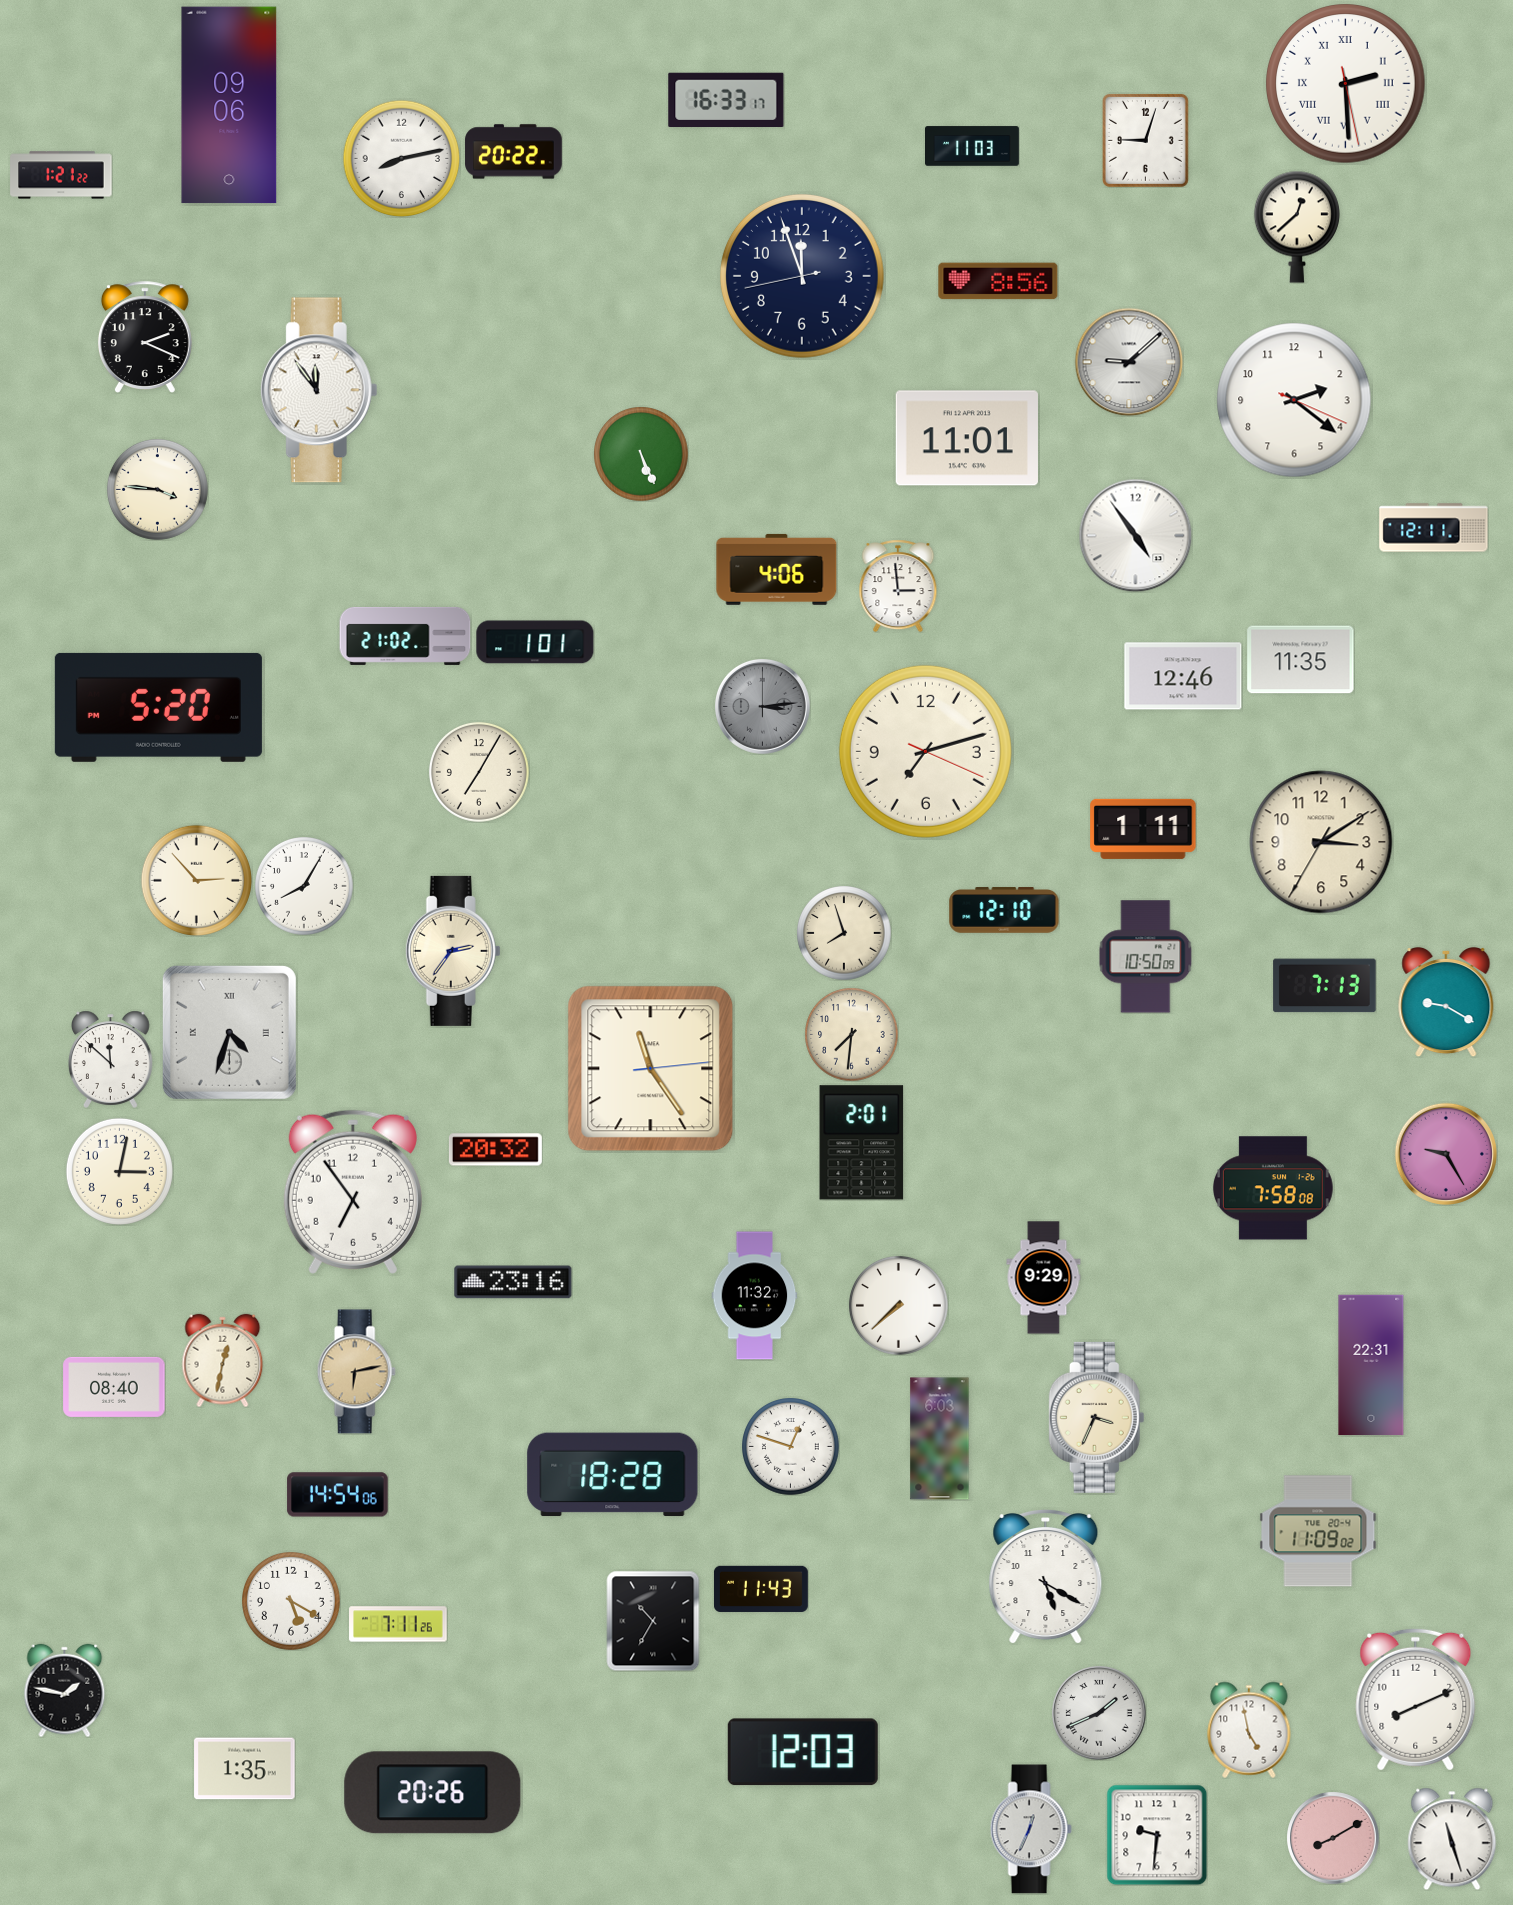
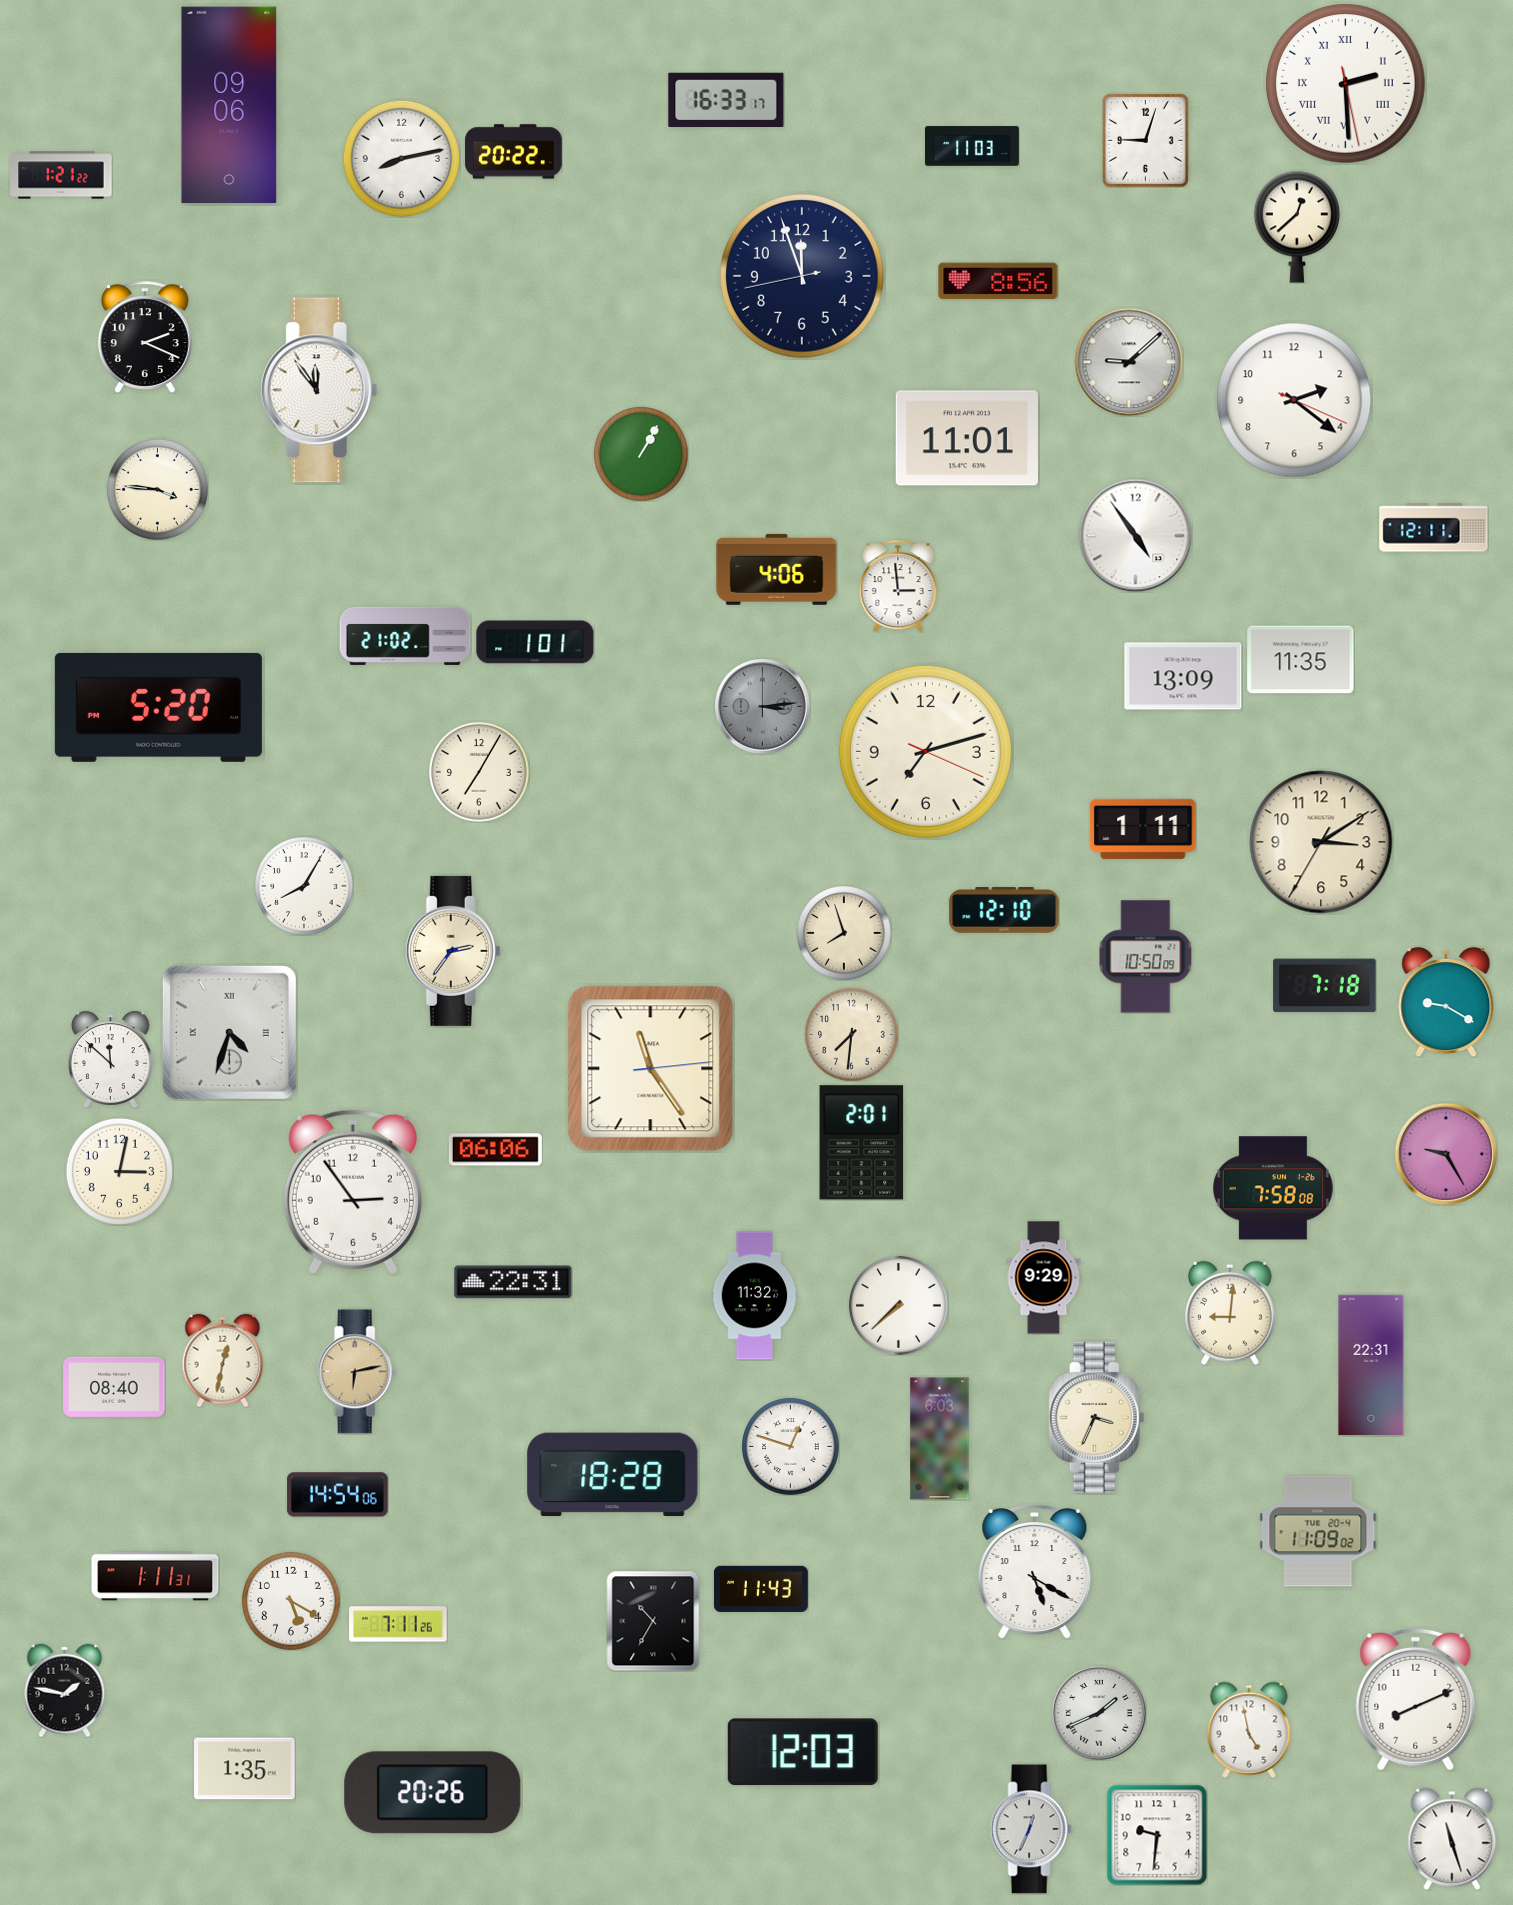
clock at (641, 454): 5:26 -> 1:05
clock at (1183, 676): 12:46 -> 13:09
clock at (196, 880): 2:53 -> none
clock at (1325, 986): 7:13 -> 7:18
clock at (495, 1150): 20:32 -> 06:06
clock at (353, 1192): 6:54 -> 2:54
clock at (513, 1282): 23:16 -> 22:31
clock at (1231, 1313): none -> 9:01
clock at (155, 1576): none -> 1:11
clock at (1046, 1577) position: (1046, 1577) -> (1035, 1572)
clock at (1333, 1838): 8:10 -> none
